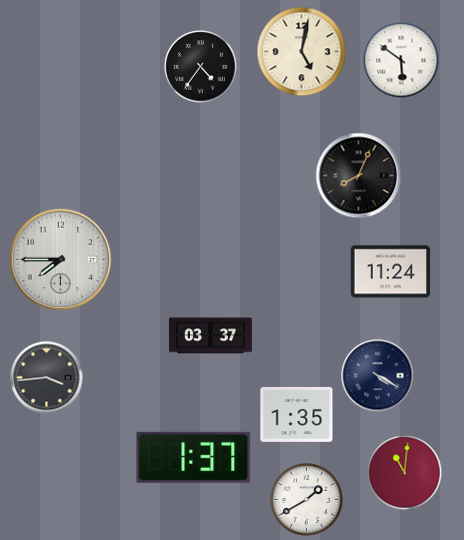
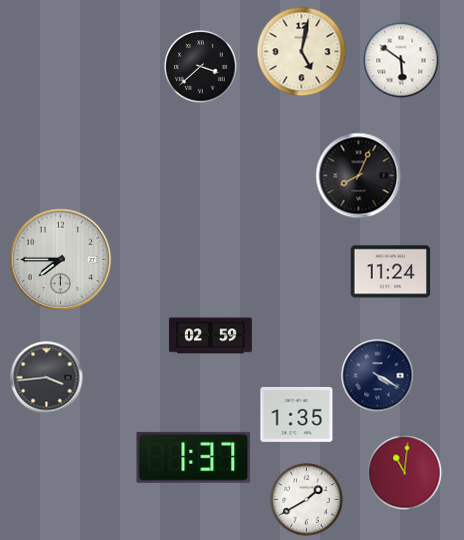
clock at (201, 67): 4:36 -> 3:38
clock at (210, 336): 03:37 -> 02:59
